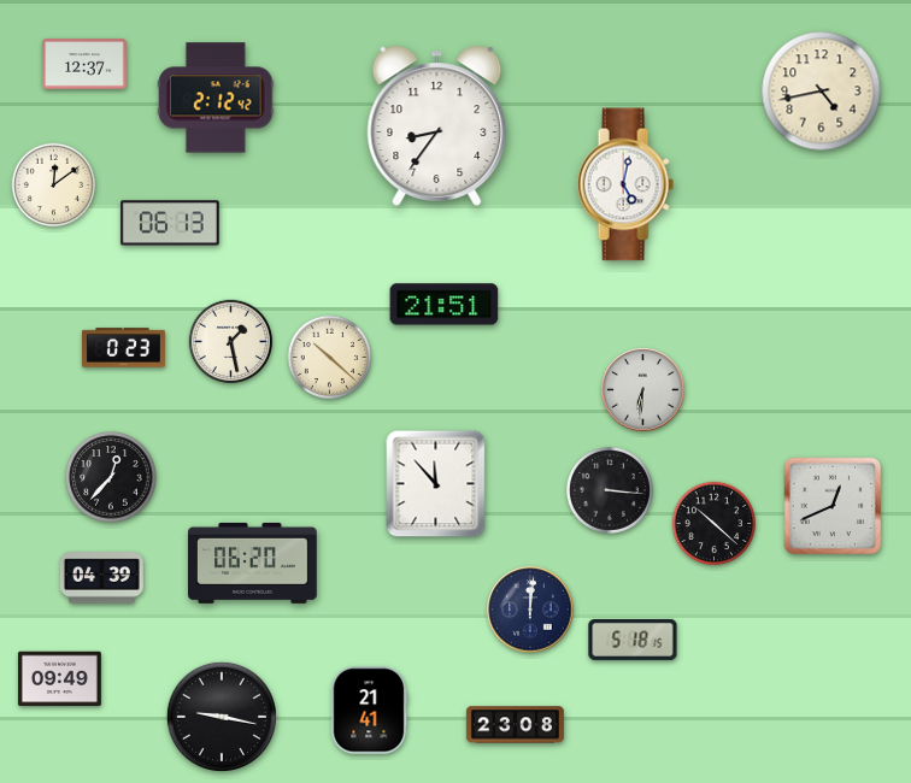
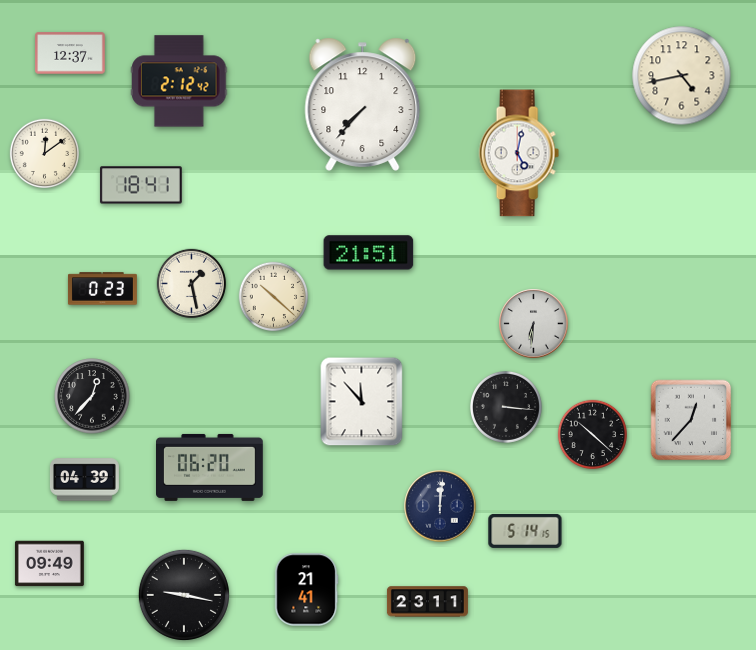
clock at (437, 125): 8:36 -> 7:37
clock at (170, 223): 06:13 -> 18:41
clock at (833, 506): 12:41 -> 12:37
clock at (633, 640): 5:18 -> 5:14
clock at (515, 725): 23:08 -> 23:11
